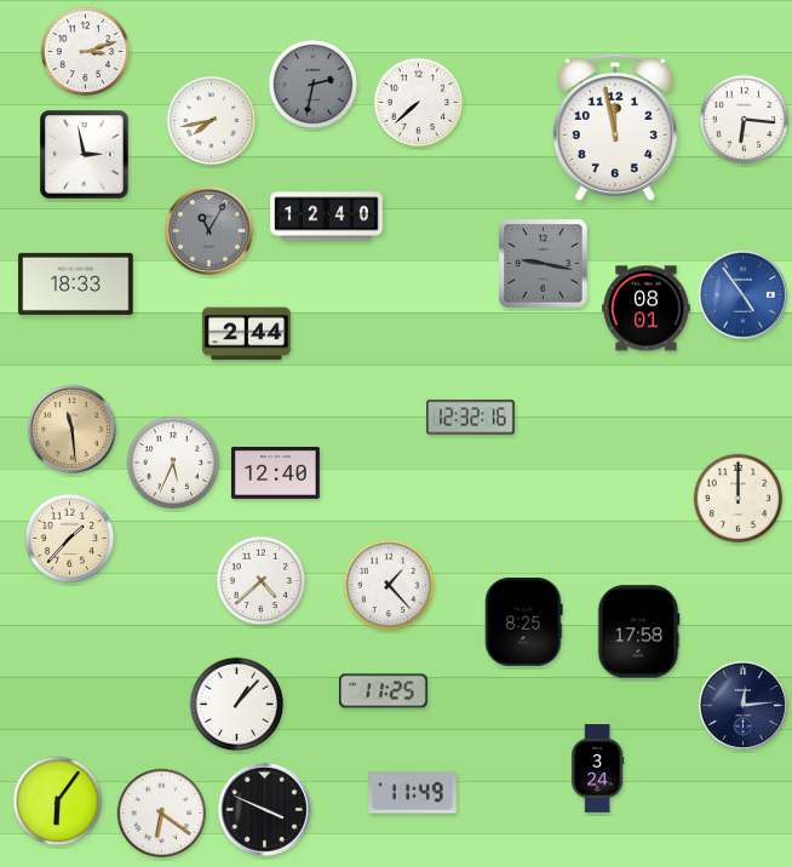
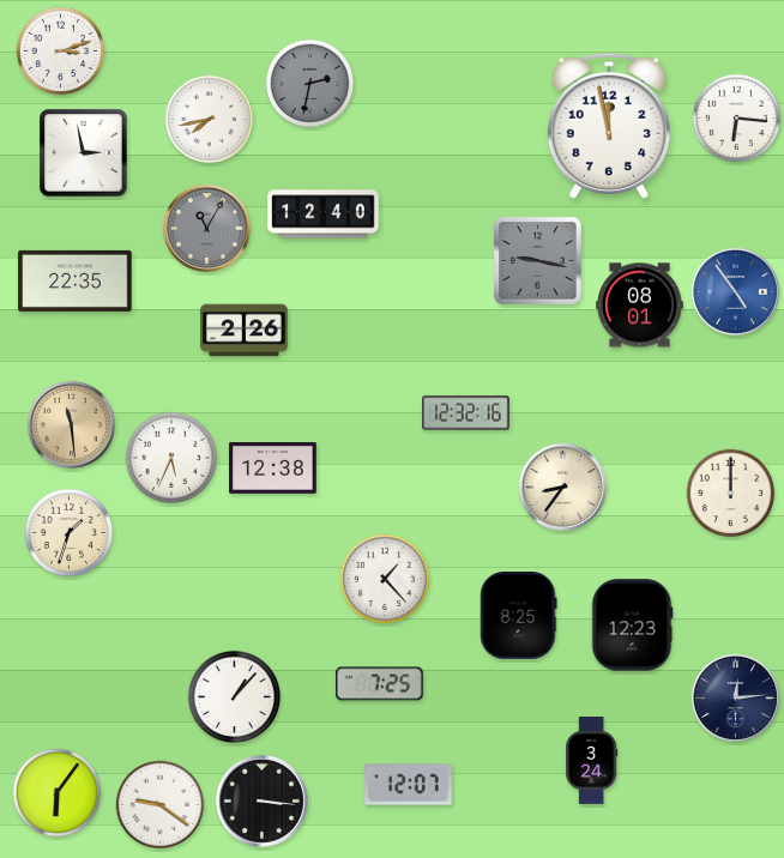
clock at (86, 52) position: (86, 52) -> (61, 52)
clock at (419, 103): 7:38 -> none
clock at (76, 283): 18:33 -> 22:35
clock at (247, 334): 2:44 -> 2:26
clock at (276, 473): 12:40 -> 12:38
clock at (562, 487): none -> 8:36
clock at (70, 539): 1:37 -> 1:33
clock at (262, 581): 4:38 -> none
clock at (639, 632): 17:58 -> 12:23
clock at (384, 691): 11:25 -> 7:25
clock at (413, 793): 11:49 -> 12:07
clock at (264, 809): 3:49 -> 3:16
clock at (162, 814): 6:21 -> 9:21
